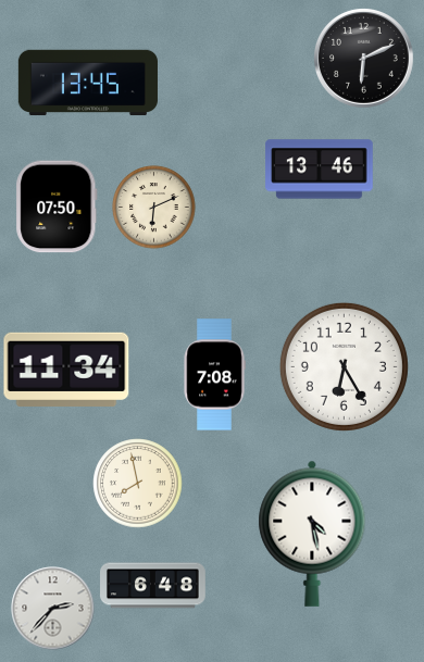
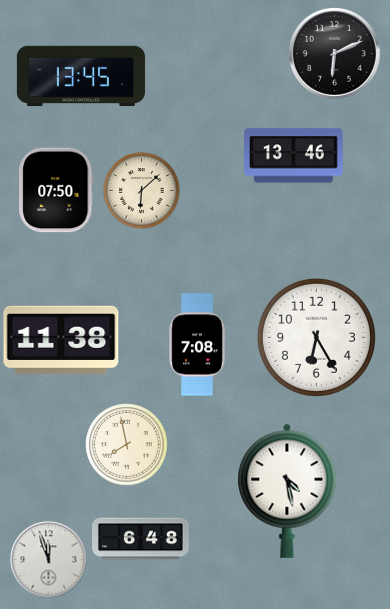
clock at (57, 207) position: (57, 207) -> (56, 190)
clock at (154, 208): 6:11 -> 6:08
clock at (66, 370): 11:34 -> 11:38
clock at (53, 609): 2:37 -> 11:57
